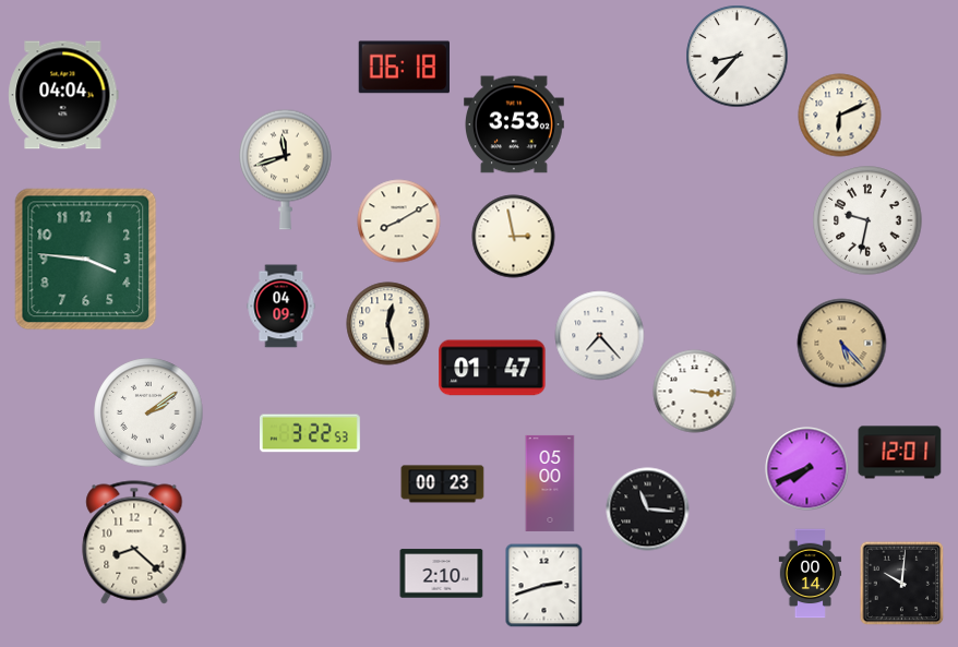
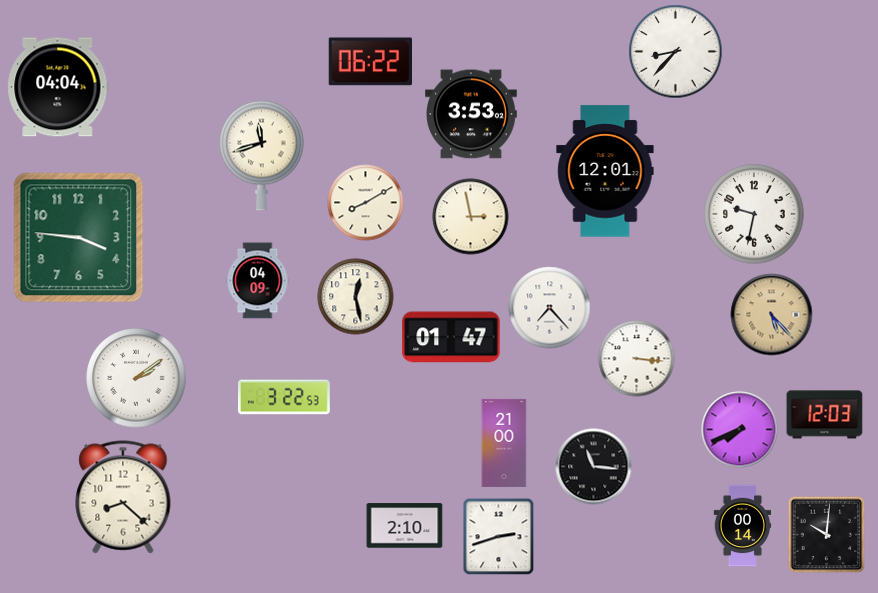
clock at (404, 68): 06:18 -> 06:22
clock at (840, 116): 6:11 -> none
clock at (605, 171): none -> 12:01
clock at (867, 220) position: (867, 220) -> (754, 214)
clock at (900, 453): 12:01 -> 12:03
clock at (550, 483): 05:00 -> 21:00
clock at (443, 484): 00:23 -> none
